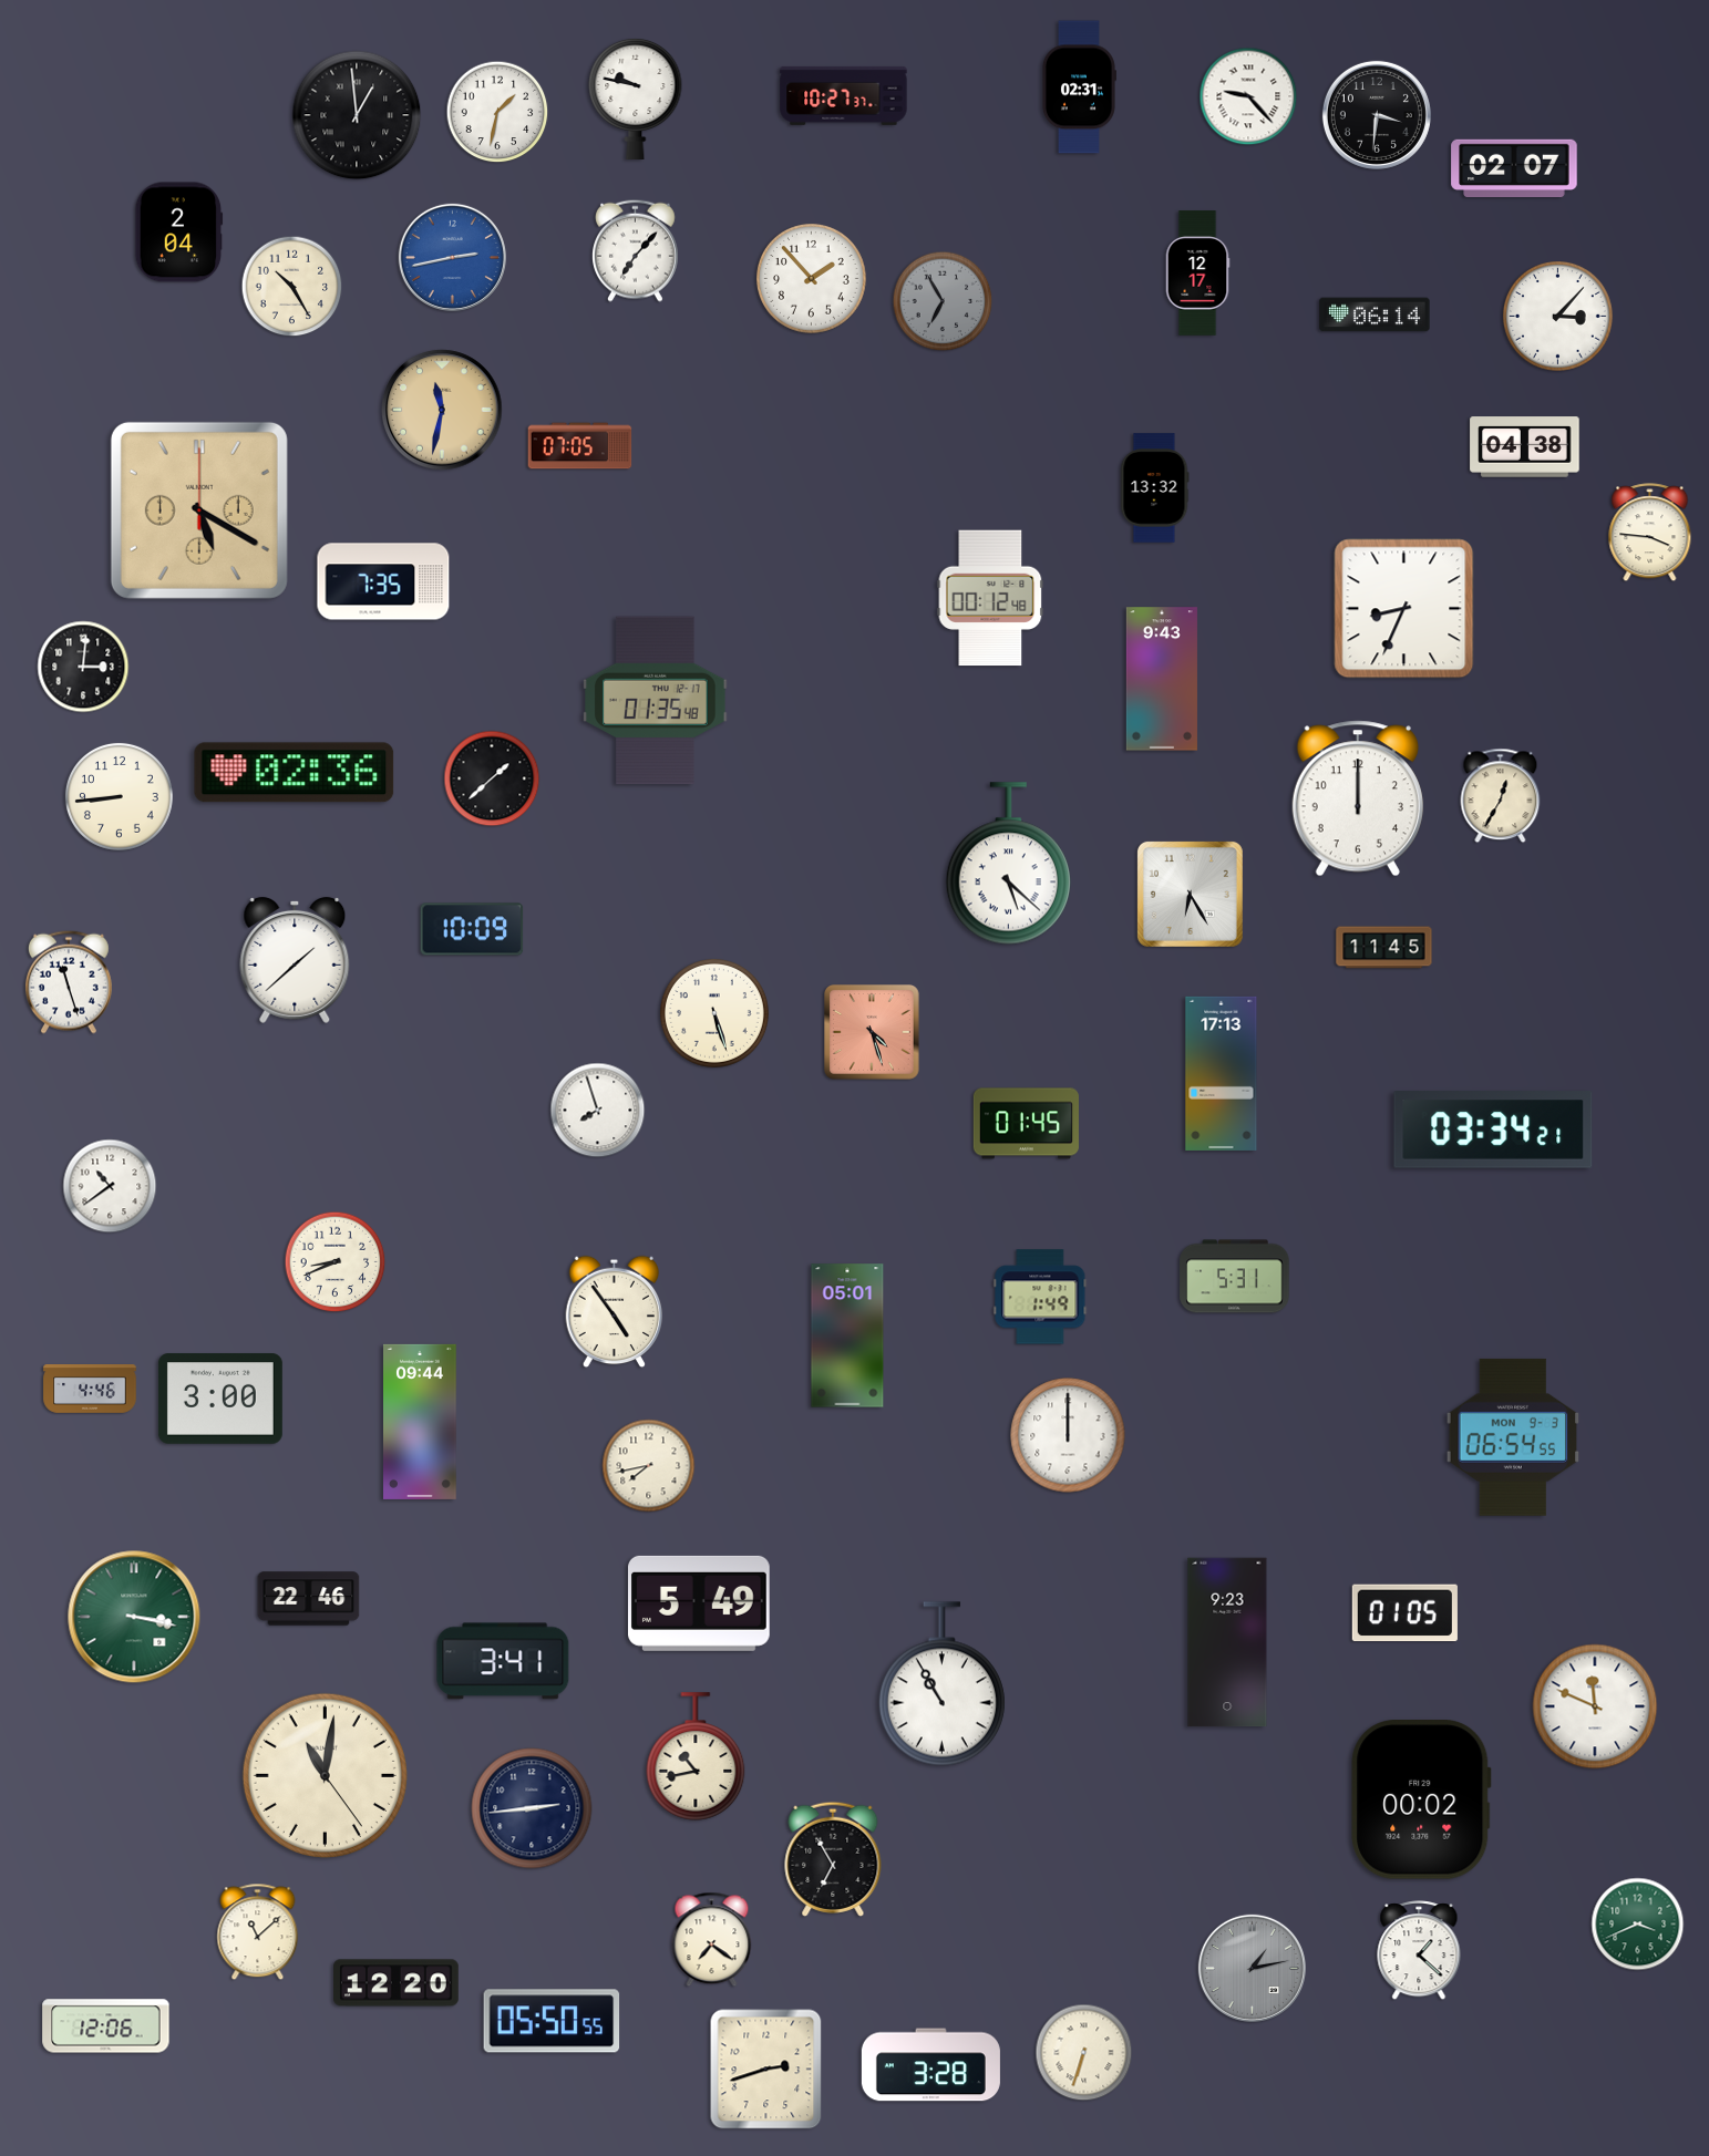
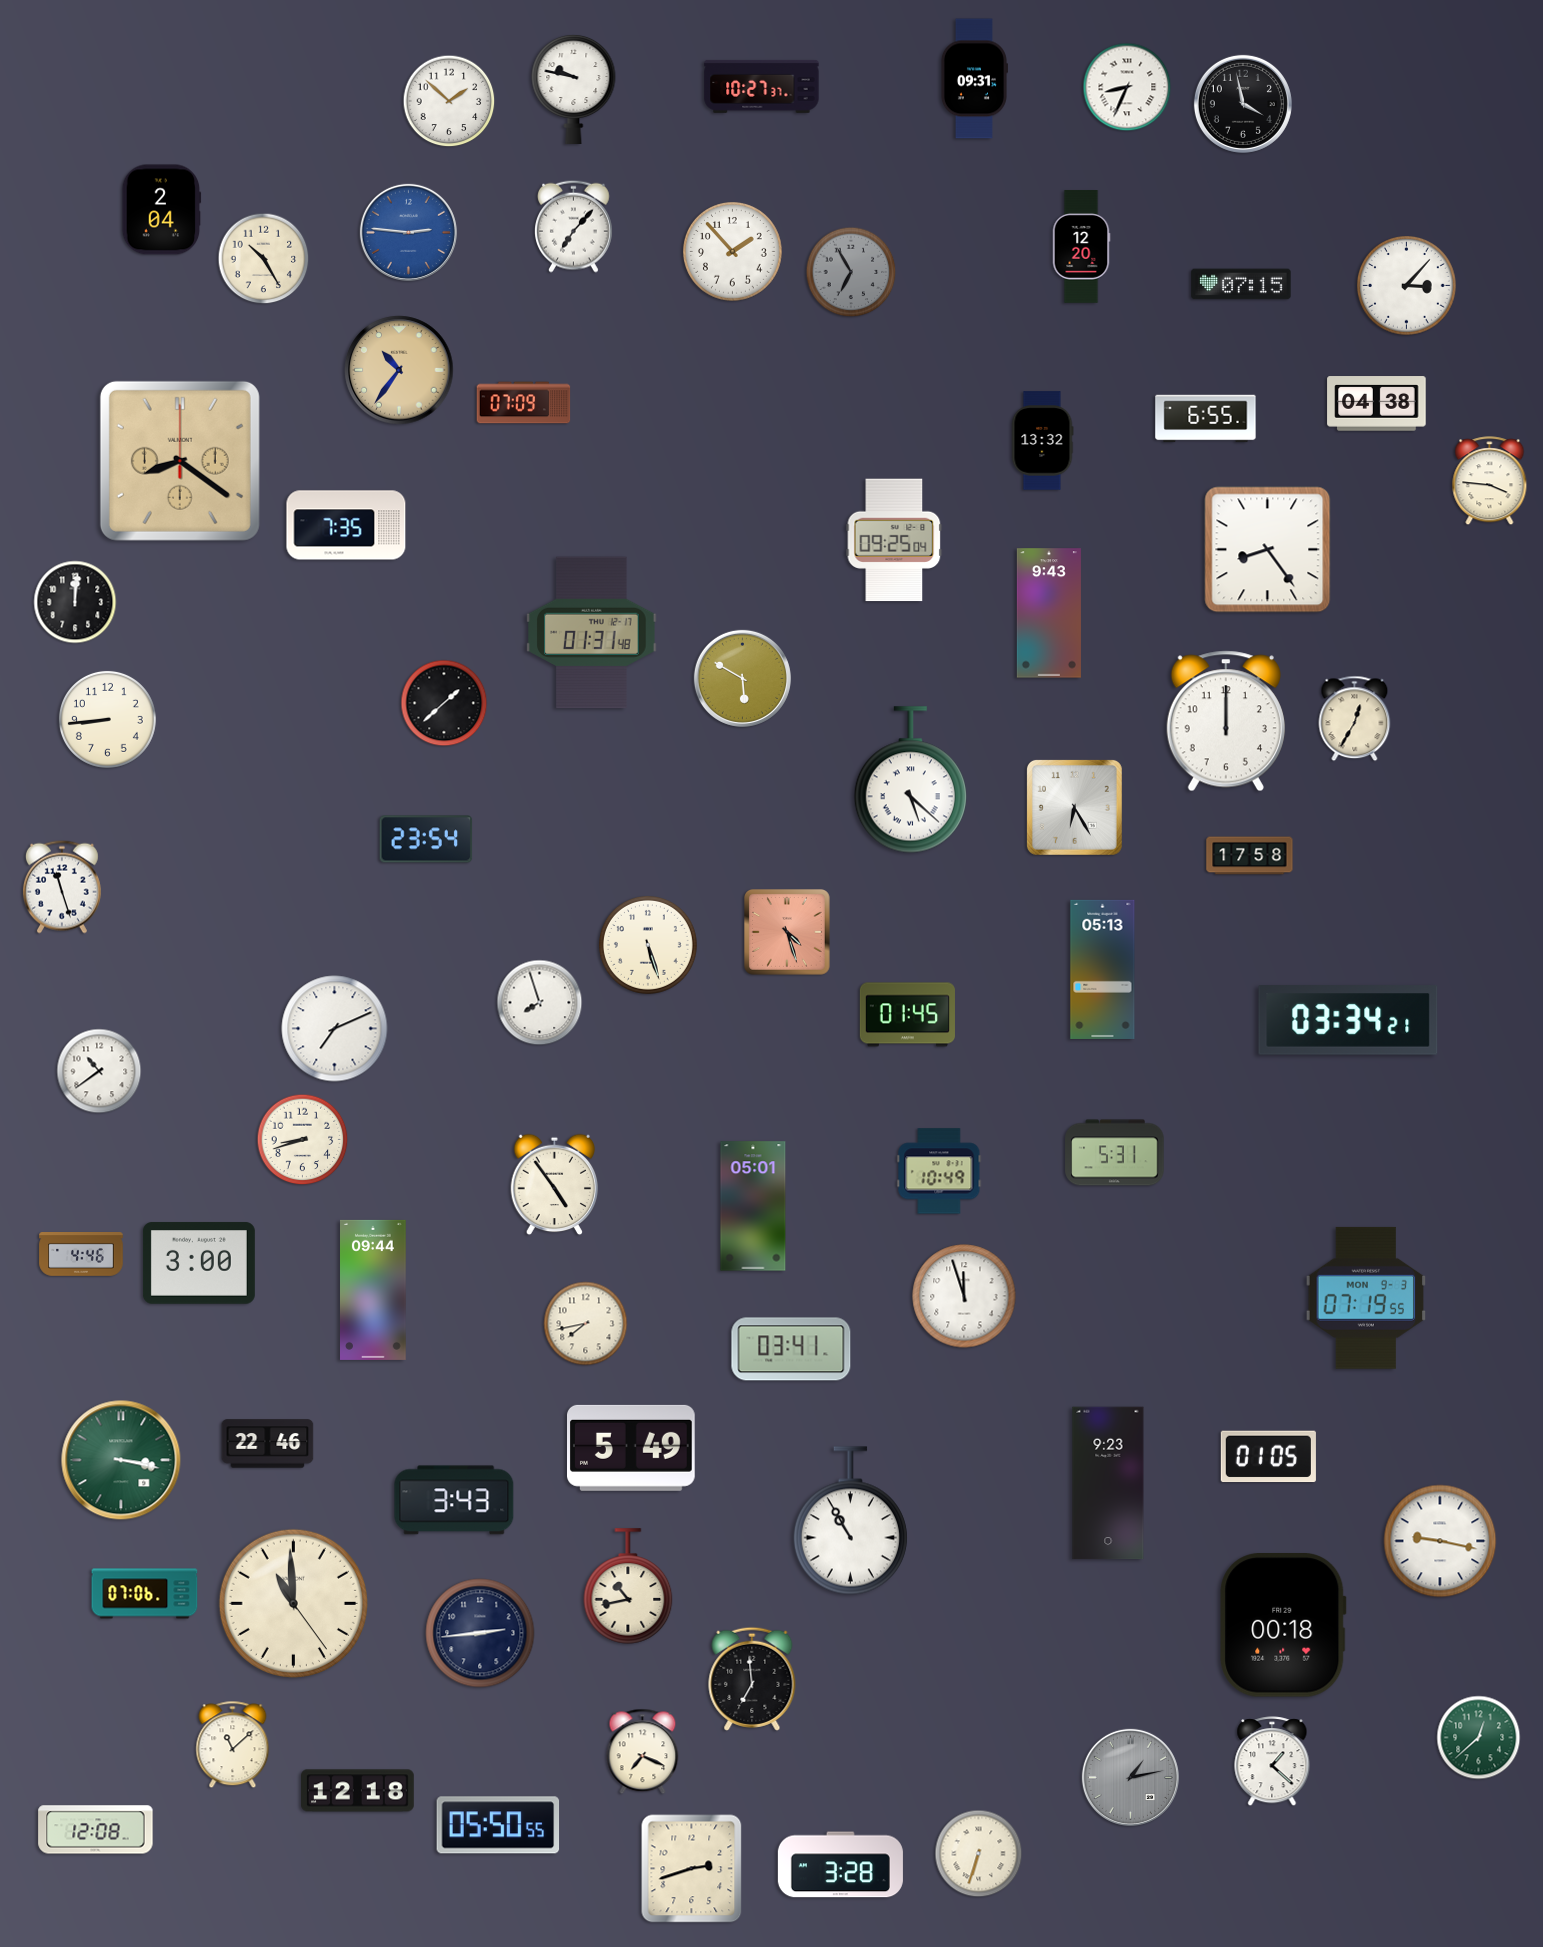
clock at (1079, 87): 02:31 -> 09:31
clock at (1248, 96): 9:23 -> 8:34
clock at (497, 112): 1:32 -> 1:52
clock at (357, 115): 12:59 -> none
clock at (1377, 115): 3:31 -> 3:58
clock at (1514, 167): 02:07 -> none
clock at (452, 257): 2:43 -> 2:46
clock at (1197, 274): 12:17 -> 12:20
clock at (1375, 314): 06:14 -> 07:15
clock at (442, 410): 11:32 -> 10:36
clock at (580, 446): 07:05 -> 07:09
clock at (1206, 419): none -> 6:55
clock at (199, 510): 5:20 -> 8:21
clock at (990, 598): 00:12 -> 09:25
clock at (1404, 609): 8:34 -> 8:24
clock at (83, 667): 3:01 -> 12:01
clock at (656, 701): 01:35 -> 01:31
clock at (742, 678): none -> 5:50
clock at (295, 773): 02:36 -> none
clock at (472, 929): 10:09 -> 23:54
clock at (1384, 948): 11:45 -> 17:58
clock at (295, 960): 1:38 -> none
clock at (714, 1013) position: (714, 1013) -> (648, 945)
clock at (1222, 1073): 17:13 -> 05:13
clock at (1026, 1124) position: (1026, 1124) -> (907, 1015)
clock at (335, 1029): none -> 7:11
clock at (336, 1262): 8:41 -> 8:42
clock at (1040, 1297): 1:49 -> 10:49
clock at (847, 1335) position: (847, 1335) -> (753, 1206)
clock at (420, 1422) position: (420, 1422) -> (373, 1290)
clock at (1068, 1435): 12:00 -> 11:57
clock at (1513, 1437): 06:54 -> 07:19
clock at (791, 1349): none -> 03:41
clock at (309, 1599) position: (309, 1599) -> (268, 1444)
clock at (503, 1661): 3:41 -> 3:43
clock at (1595, 1706): 11:49 -> 9:17
clock at (145, 1594): none -> 07:06
clock at (325, 1775): 11:01 -> 10:59
clock at (1421, 1801): 00:02 -> 00:18
clock at (833, 1859): 6:55 -> 6:59
clock at (1638, 1925): 3:41 -> 12:38
clock at (712, 1940): 7:21 -> 7:19
clock at (1419, 1951) position: (1419, 1951) -> (1272, 1762)
clock at (397, 1983): 12:20 -> 12:18
clock at (106, 2026): 12:06 -> 12:08
